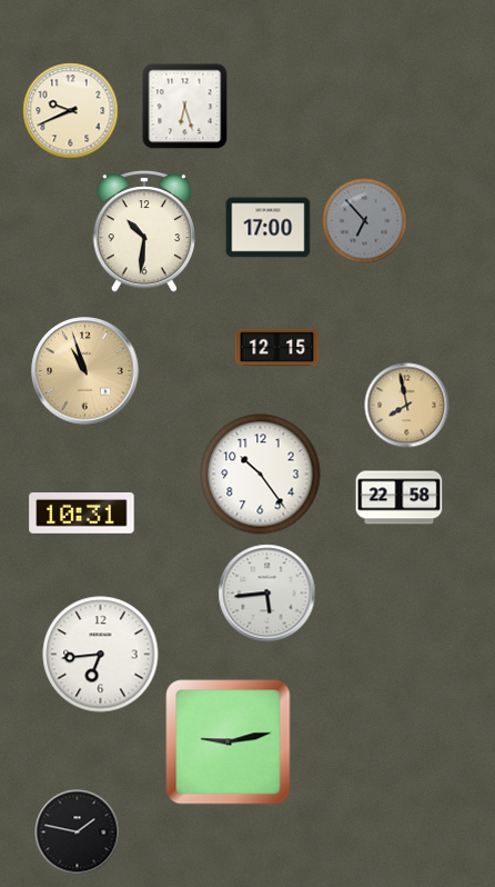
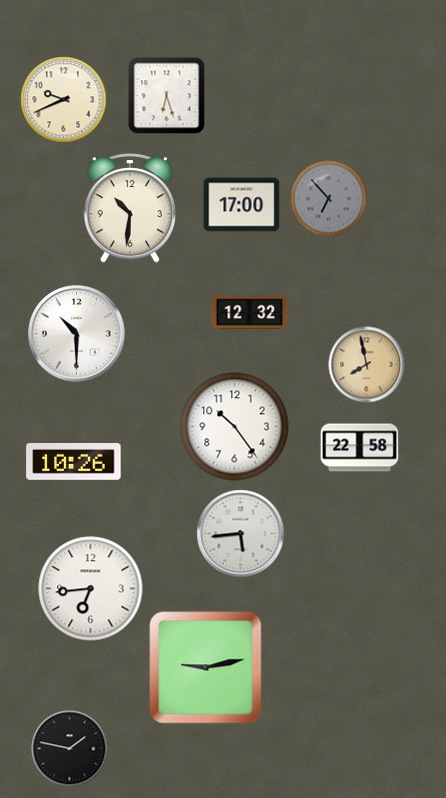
clock at (277, 348): 12:15 -> 12:32
clock at (85, 371): 10:57 -> 10:30
clock at (85, 371) dial: champagne -> white
clock at (82, 514): 10:31 -> 10:26
